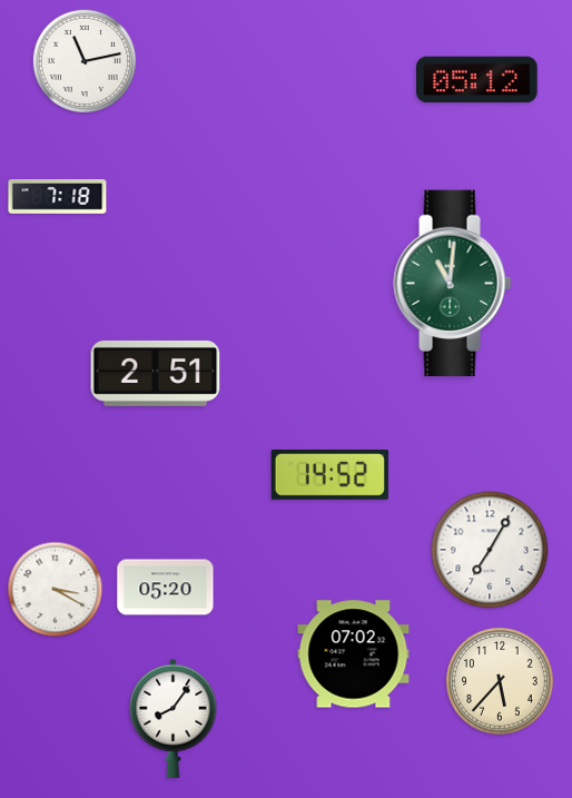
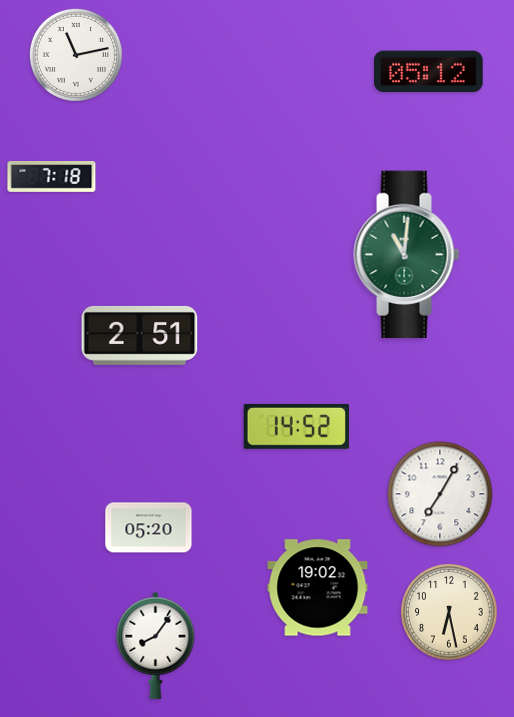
clock at (56, 590): 3:20 -> none
clock at (354, 654): 07:02 -> 19:02
clock at (500, 681): 5:37 -> 6:28
